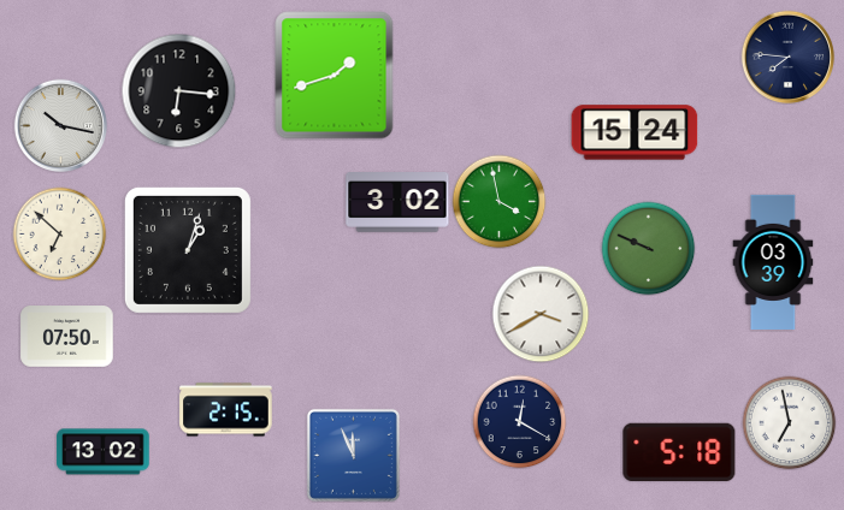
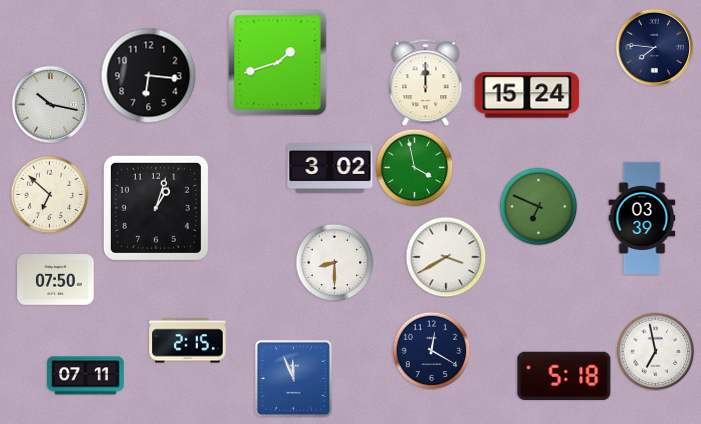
clock at (426, 82): none -> 12:00
clock at (635, 132) position: (635, 132) -> (527, 95)
clock at (648, 248): 9:49 -> 6:49
clock at (541, 314) position: (541, 314) -> (446, 257)
clock at (334, 262): none -> 8:30
clock at (104, 452): 13:02 -> 07:11
